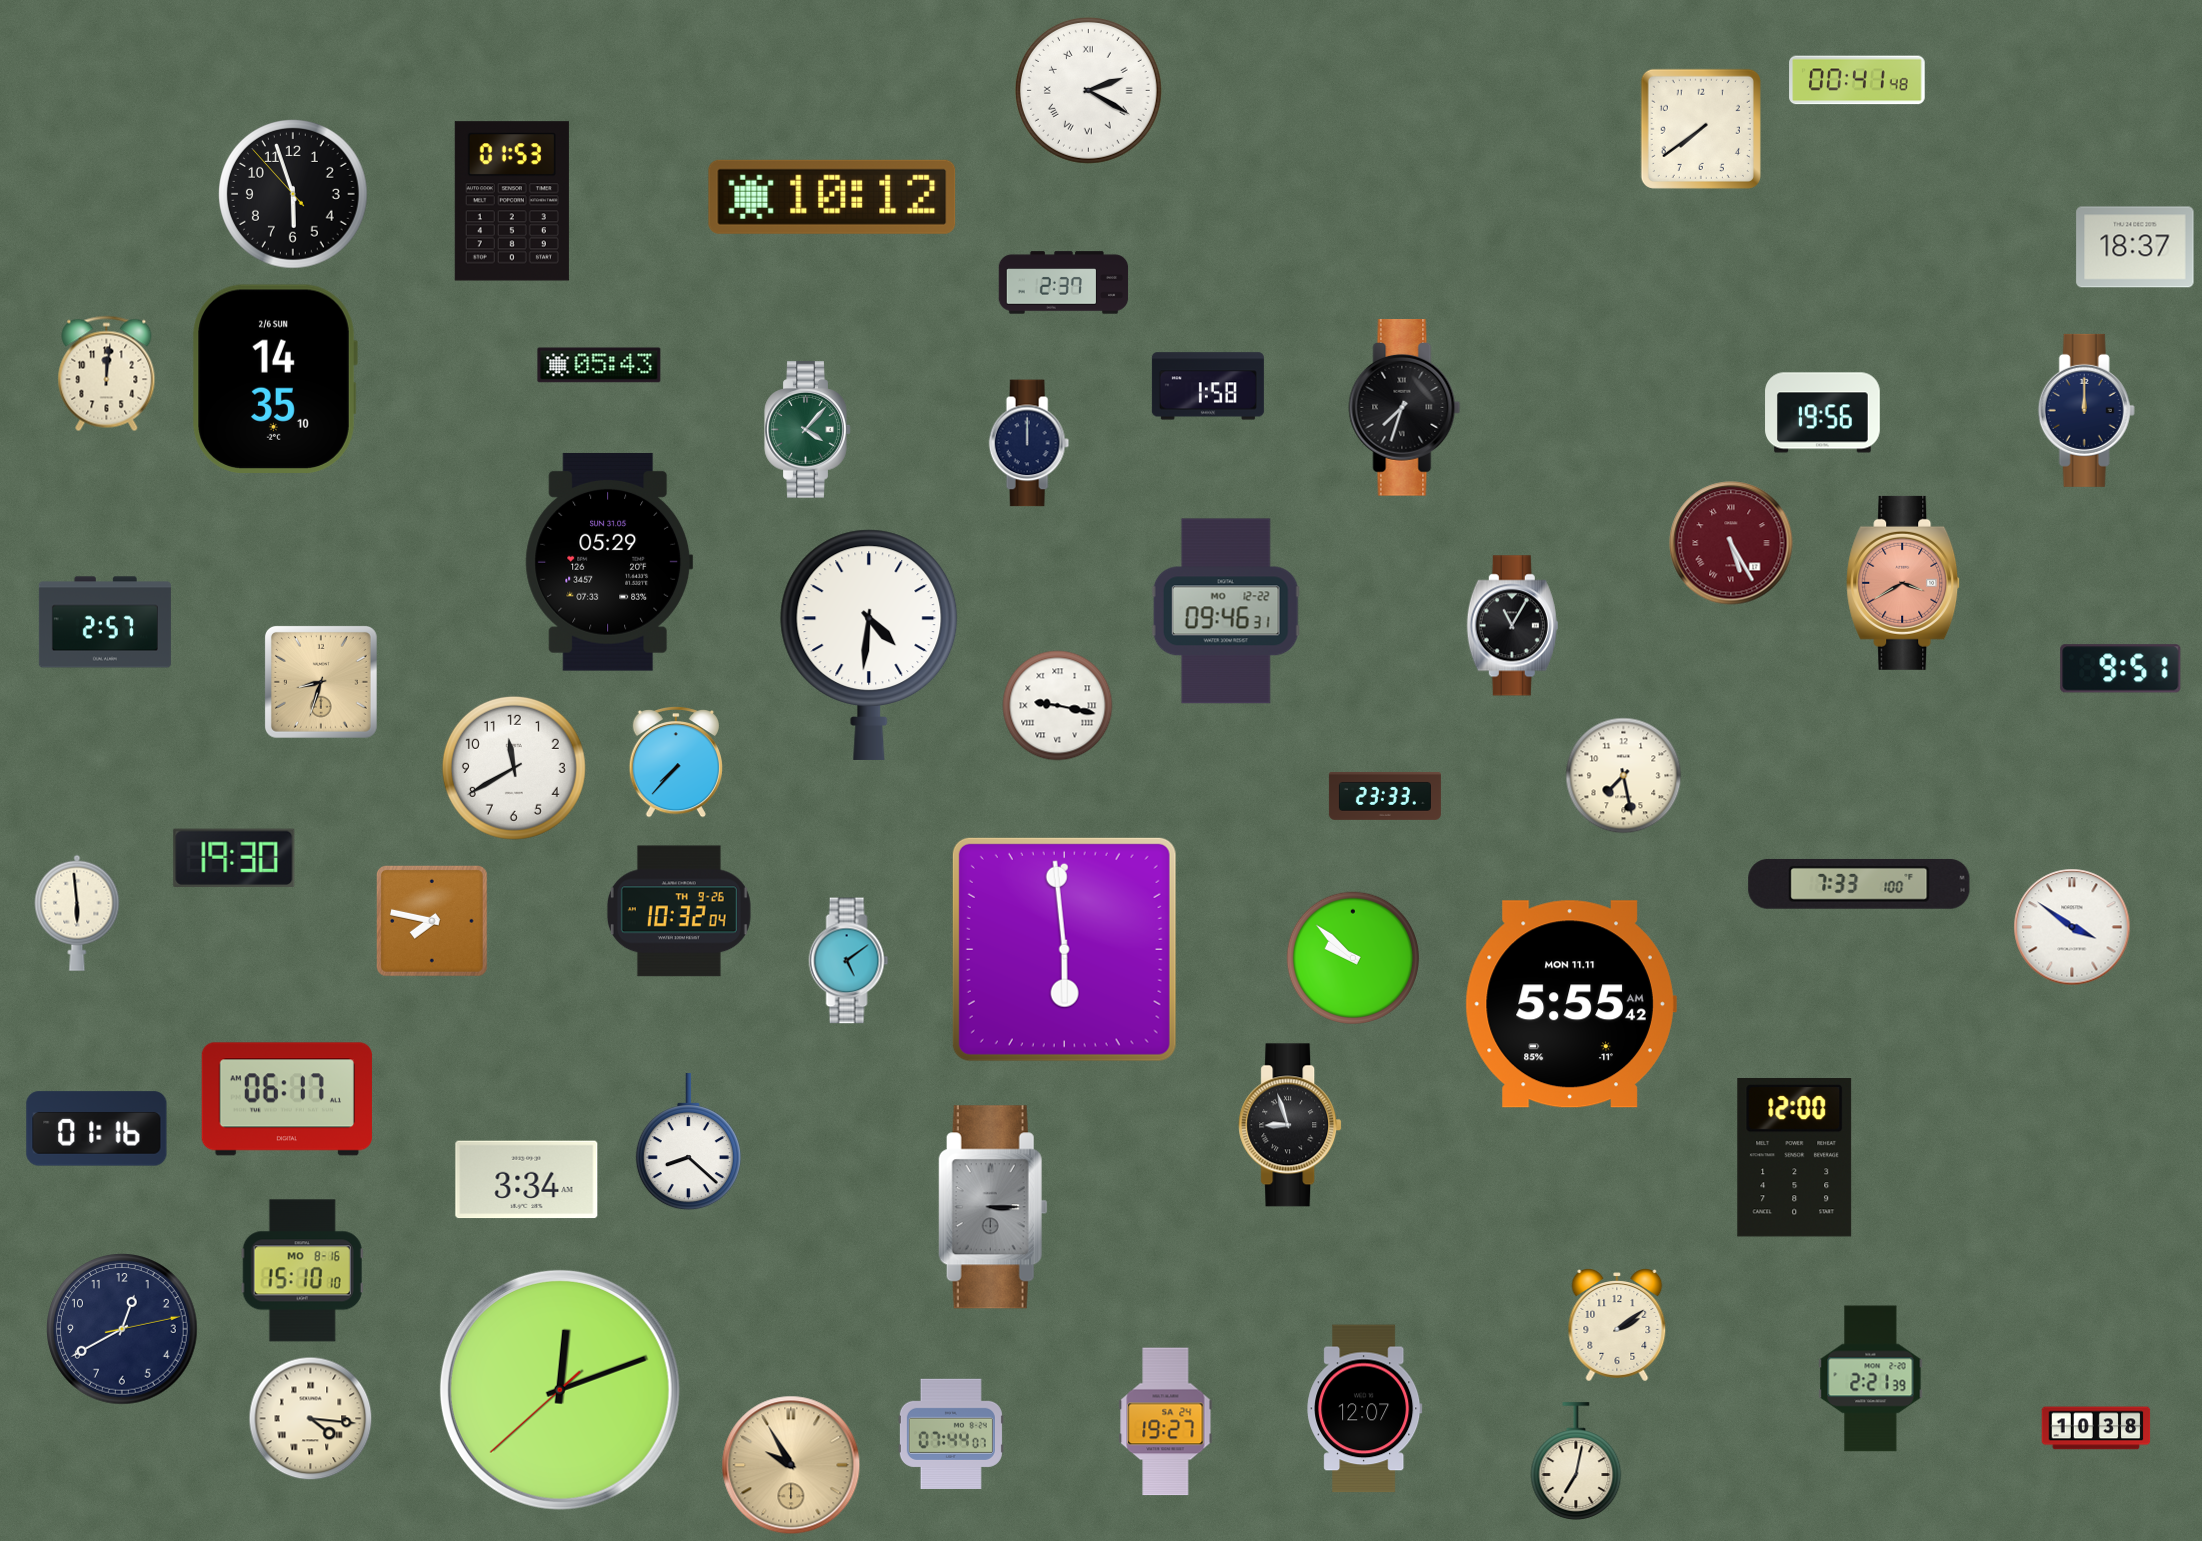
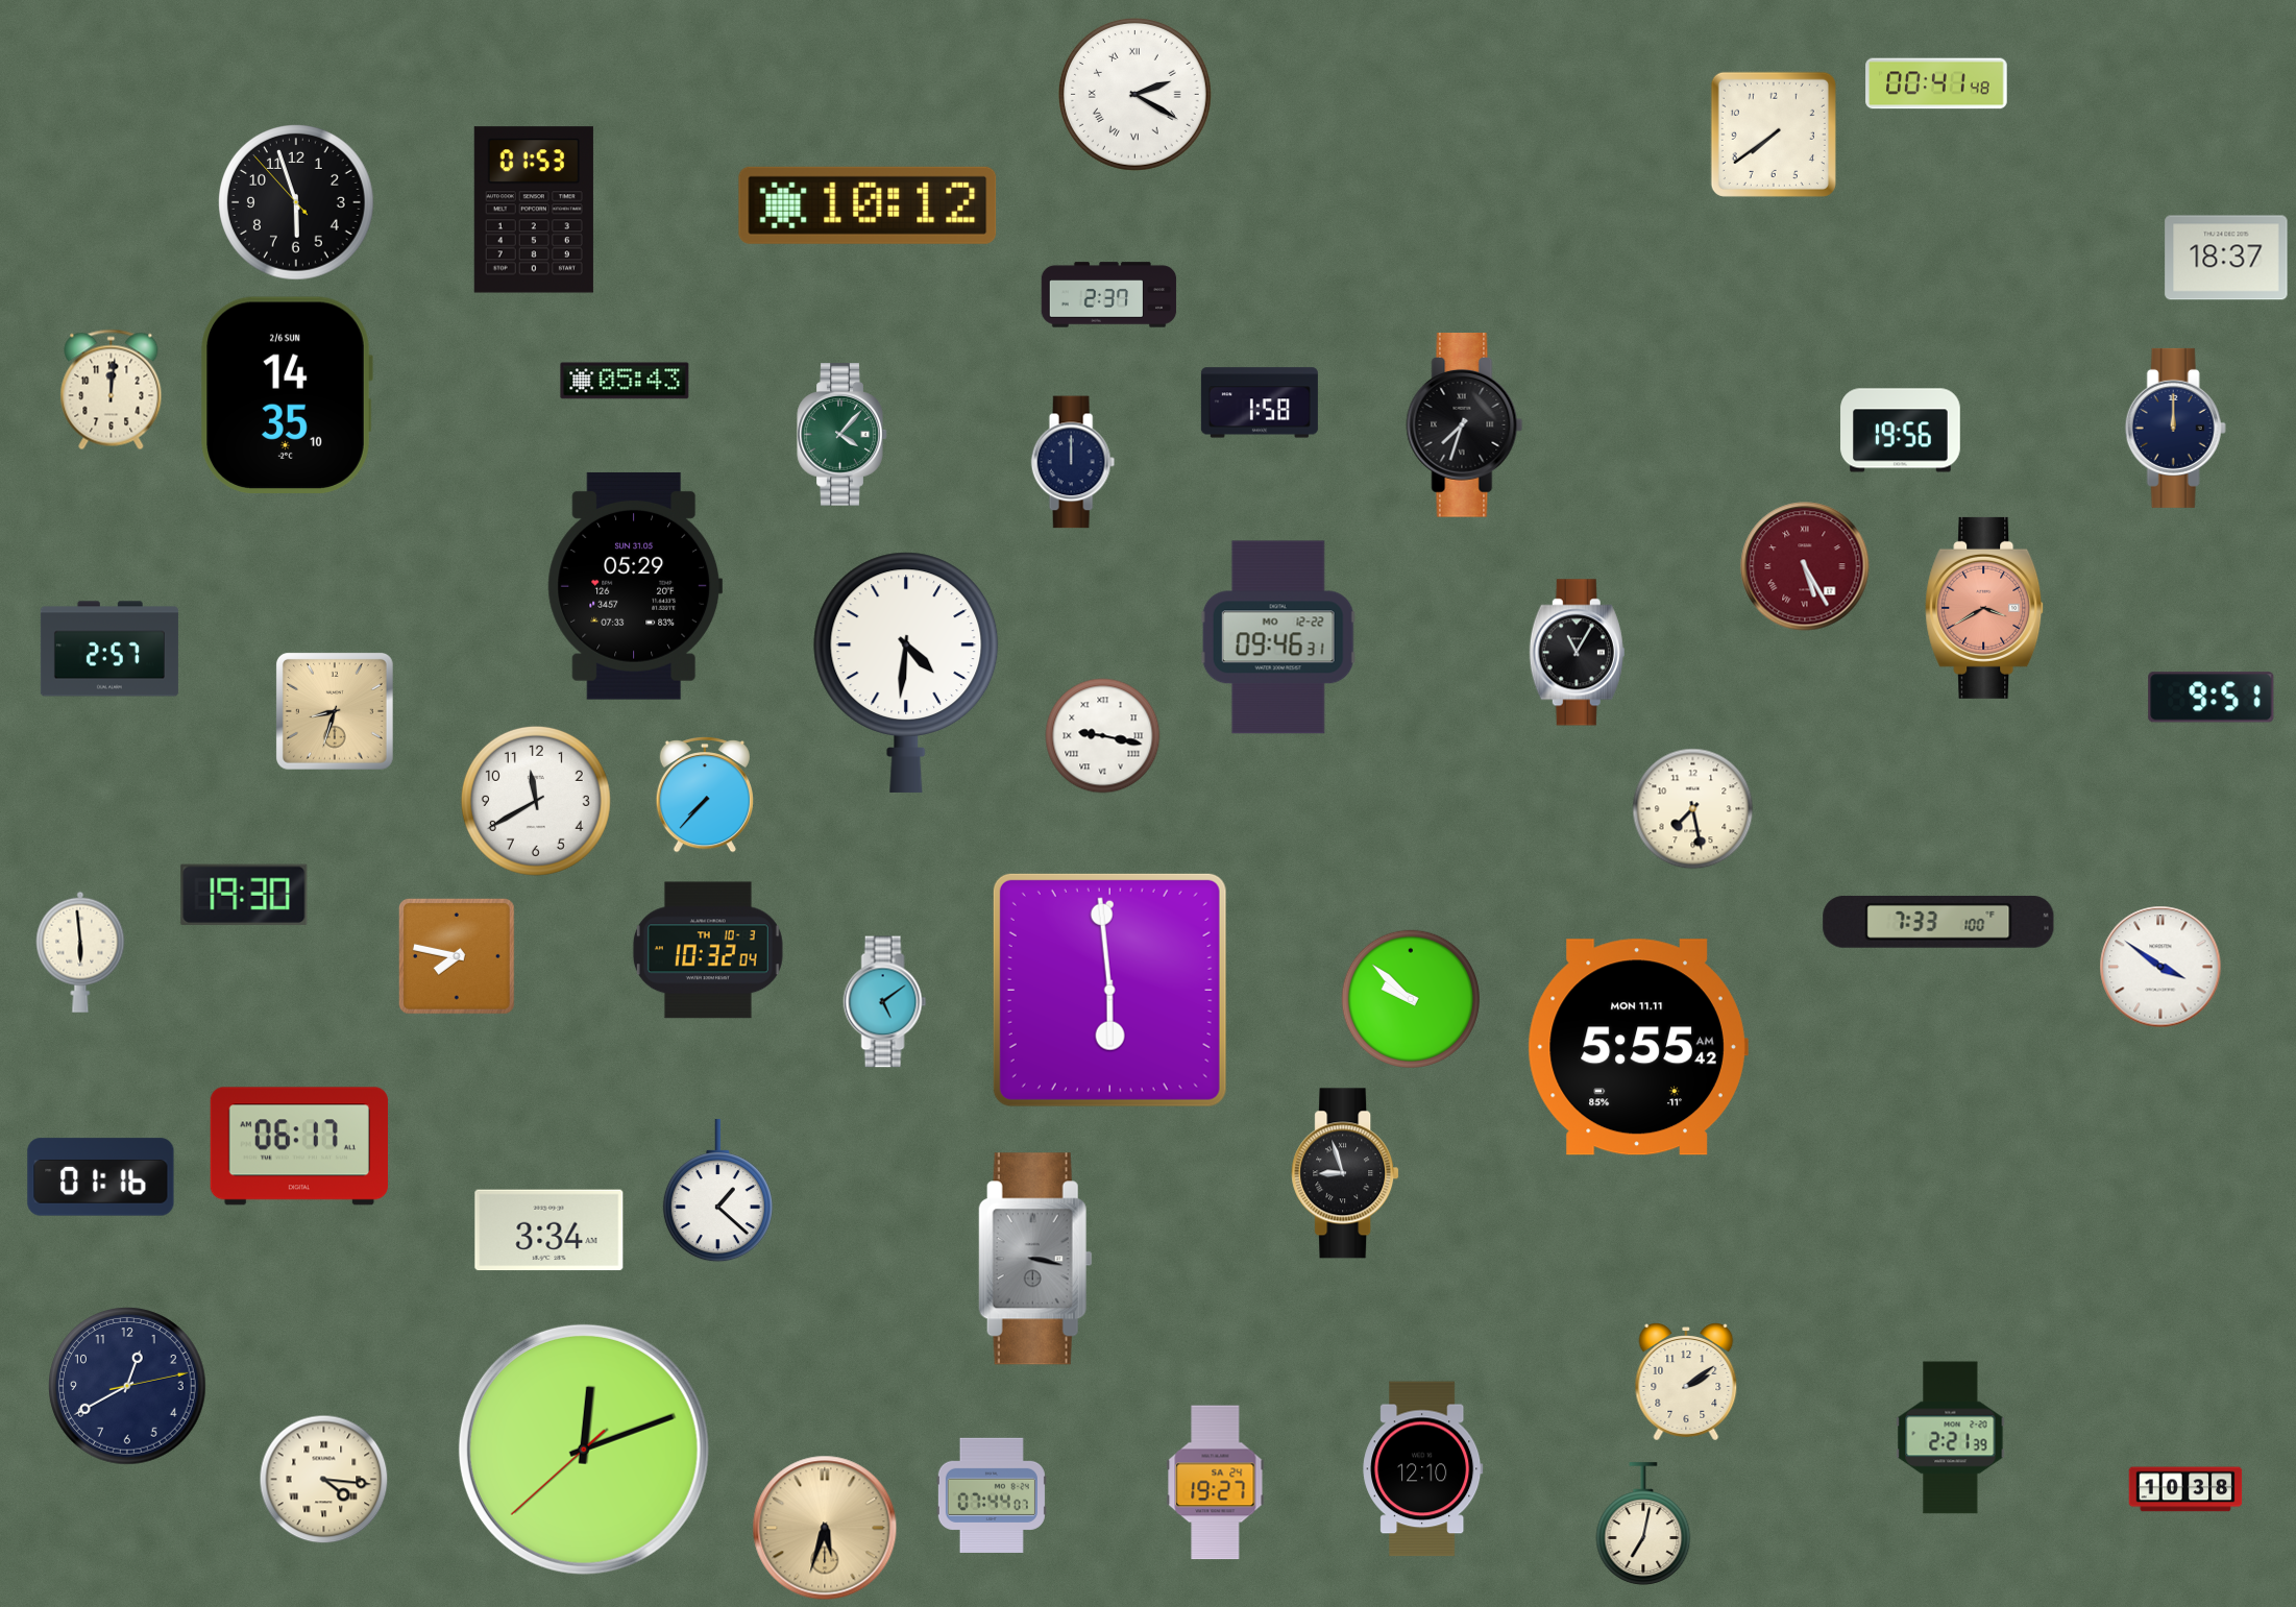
clock at (294, 195) position: (294, 195) -> (297, 203)
clock at (808, 430) position: (808, 430) -> (842, 435)
clock at (1385, 796): 23:33 -> none
clock at (679, 911) date: TH 9-26 -> TH 10-3
clock at (432, 921) position: (432, 921) -> (457, 956)
clock at (688, 1142): 8:22 -> 1:22
clock at (1795, 1158): 12:00 -> none
clock at (993, 1207): 3:15 -> 3:17
clock at (302, 1271): 15:10 -> none
clock at (1365, 1409): 12:07 -> 12:10
clock at (791, 1465): 9:55 -> 5:33
